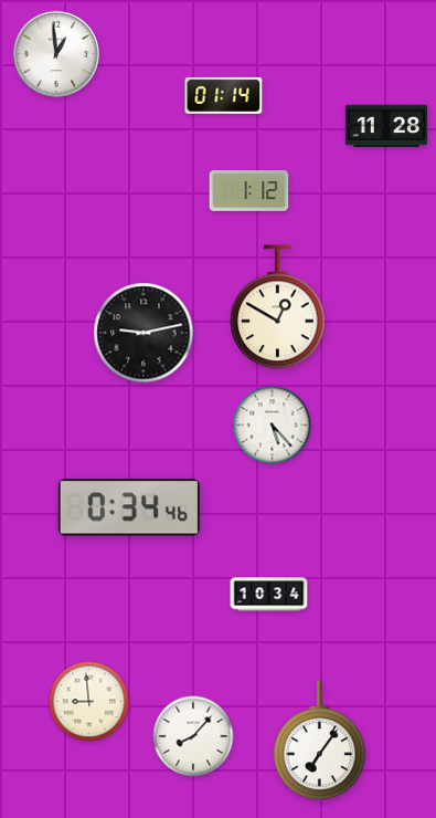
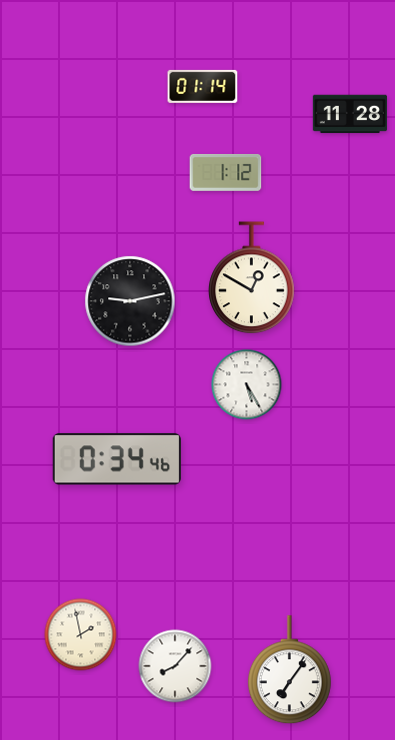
clock at (55, 53): 12:59 -> none
clock at (273, 426): 5:23 -> 5:25
clock at (269, 595): 10:34 -> none
clock at (89, 702): 8:59 -> 1:58
